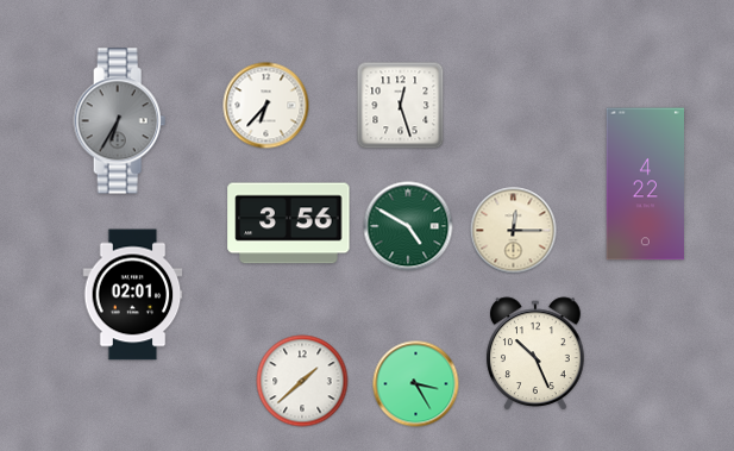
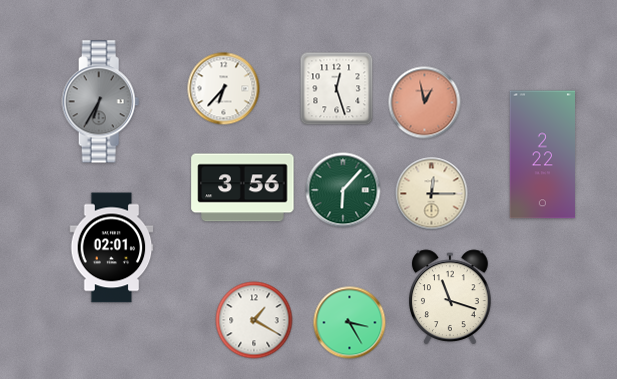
clock at (425, 103): none -> 12:58
clock at (646, 184): 4:22 -> 2:22
clock at (408, 226): 4:50 -> 6:07
clock at (537, 353): 10:26 -> 11:18
clock at (302, 381): 1:38 -> 1:20
